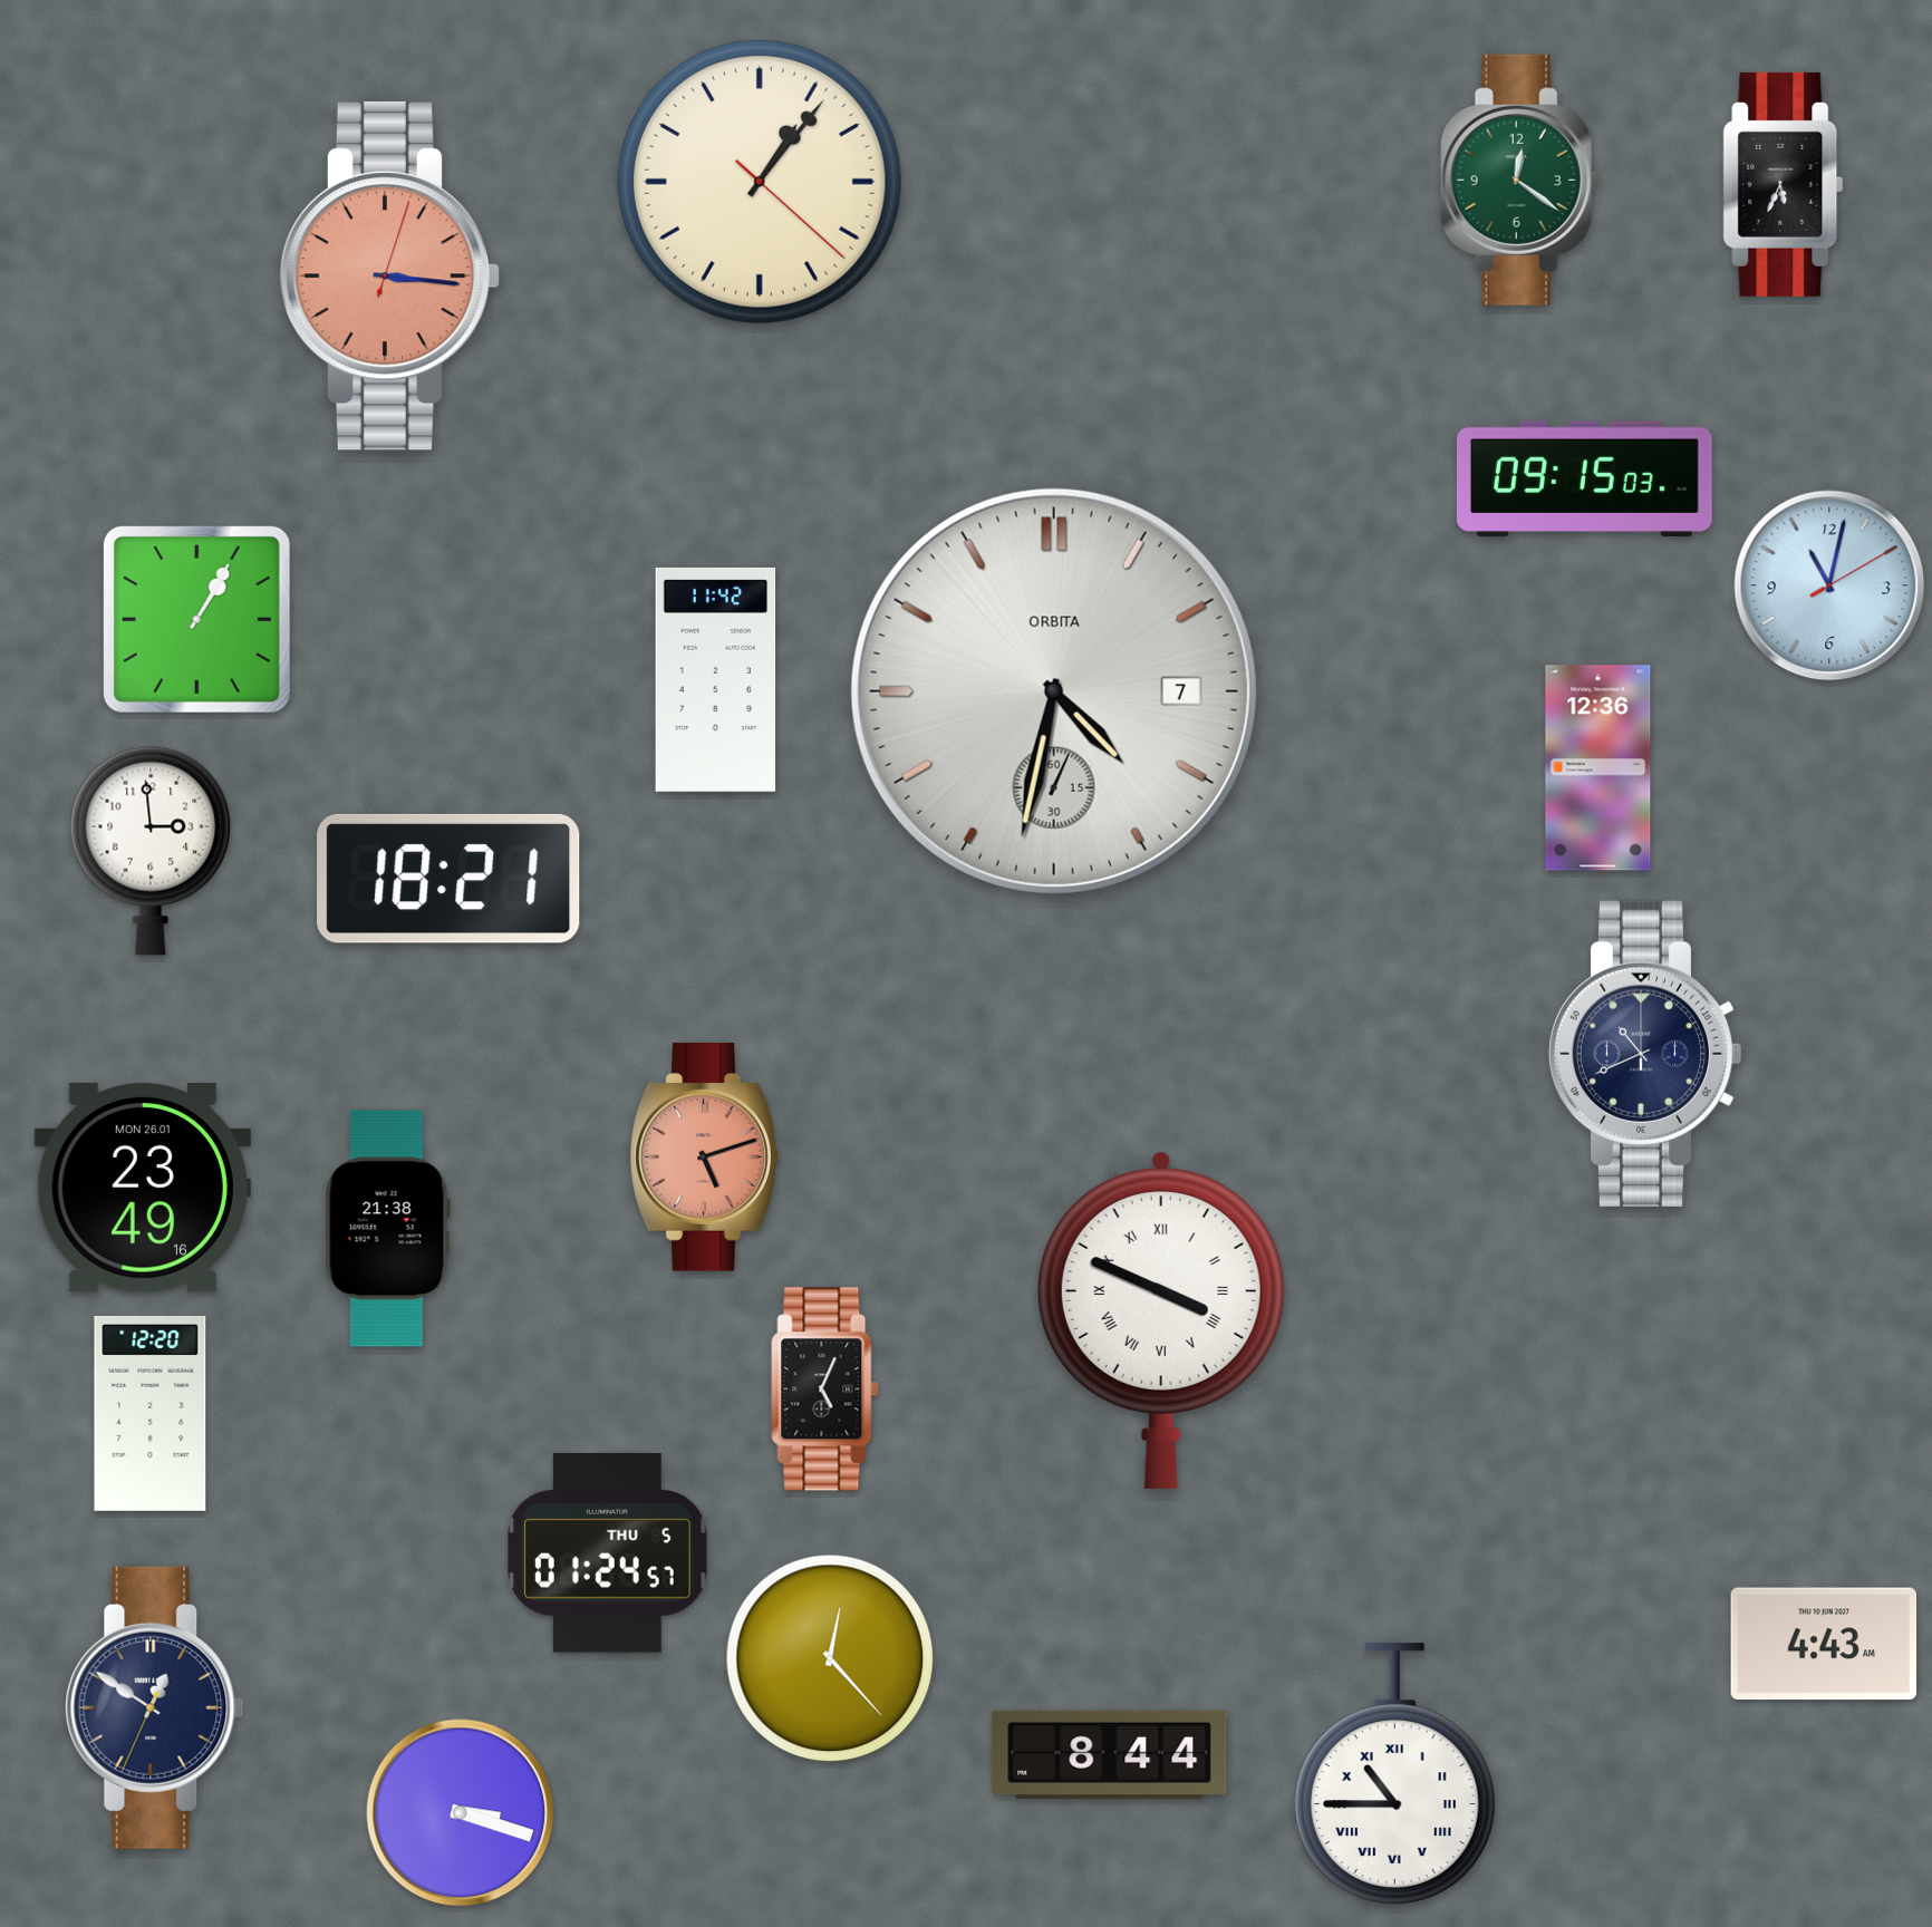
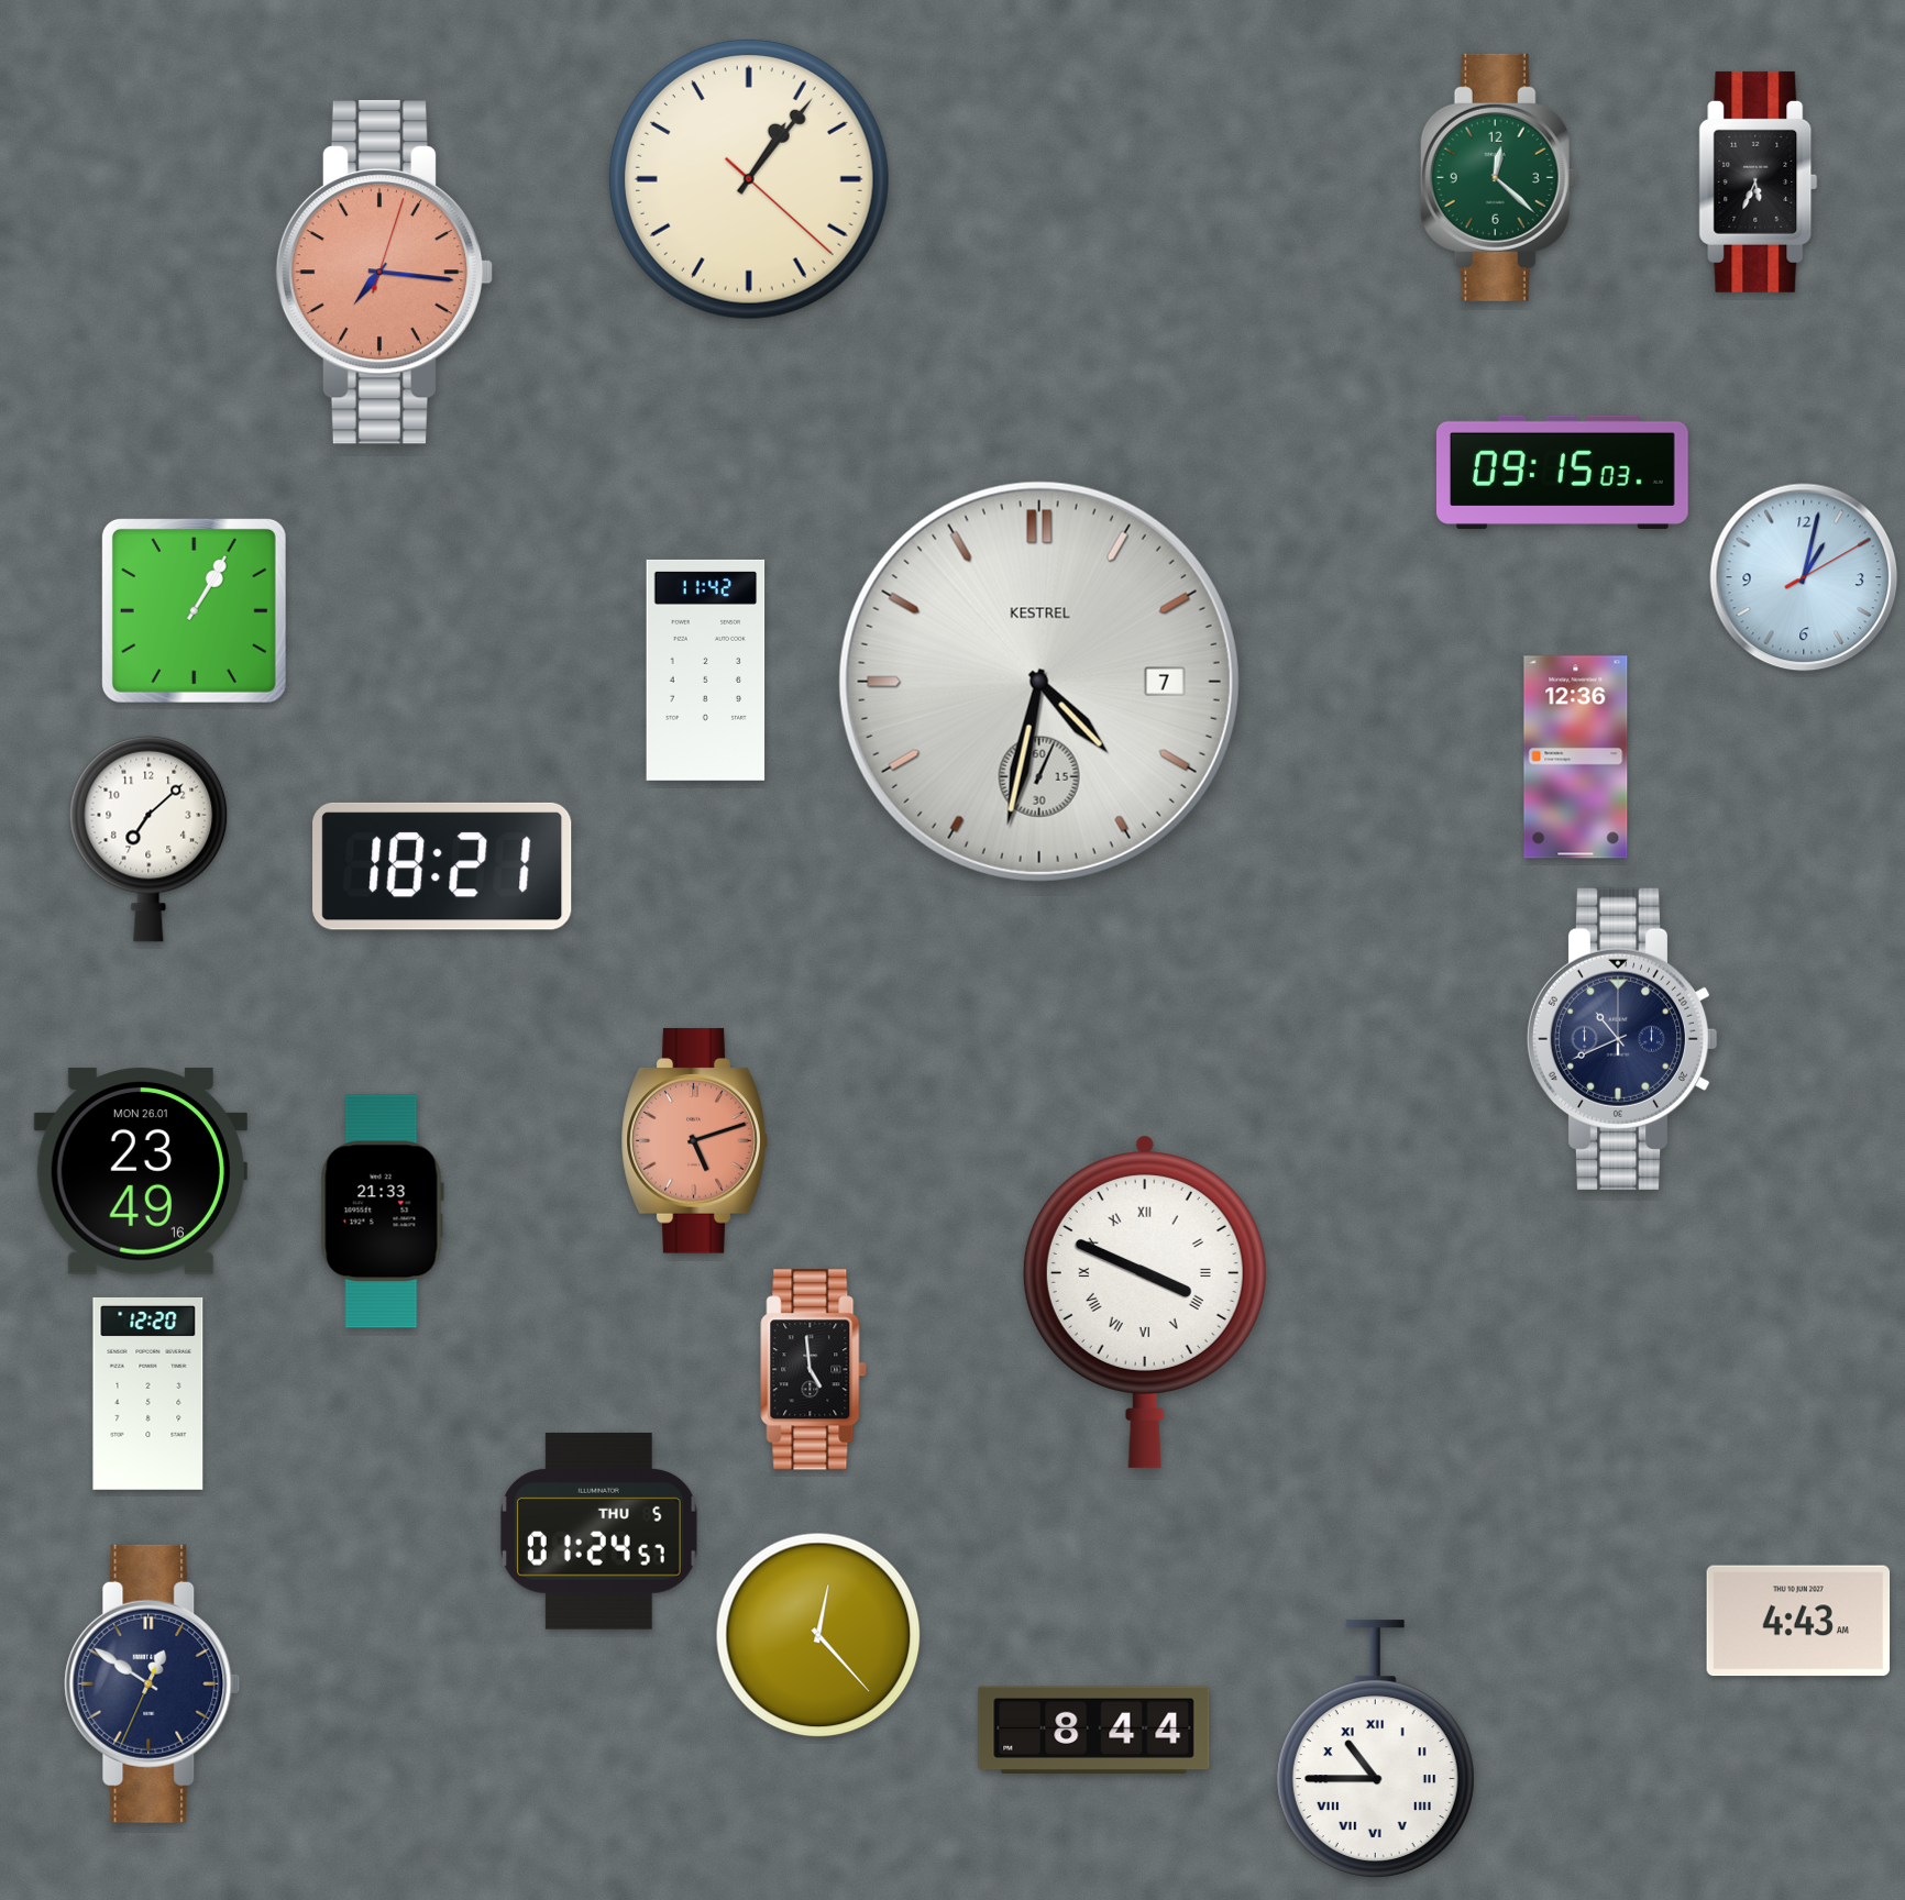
clock at (1519, 180): 12:21 -> 12:22
clock at (390, 277): 3:16 -> 7:16
clock at (1829, 585): 11:02 -> 1:02
clock at (1054, 691) brand: ORBITA -> KESTREL
clock at (151, 851): 2:59 -> 7:08
clock at (387, 1229): 21:38 -> 21:33
clock at (825, 1389): 5:04 -> 4:59
clock at (461, 1813): 3:18 -> none
